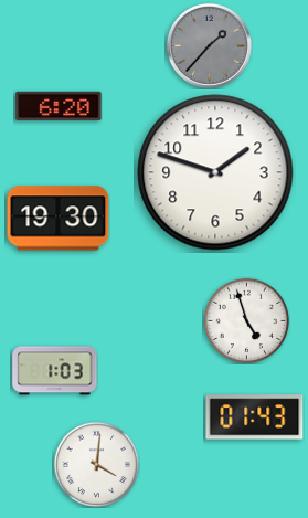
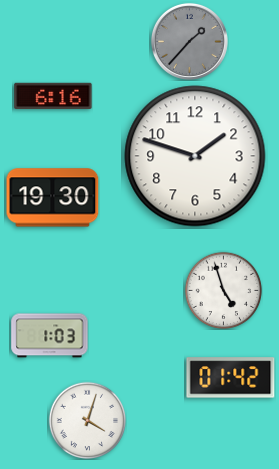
clock at (59, 106): 6:20 -> 6:16
clock at (255, 417): 01:43 -> 01:42
clock at (96, 464): 4:01 -> 4:03
